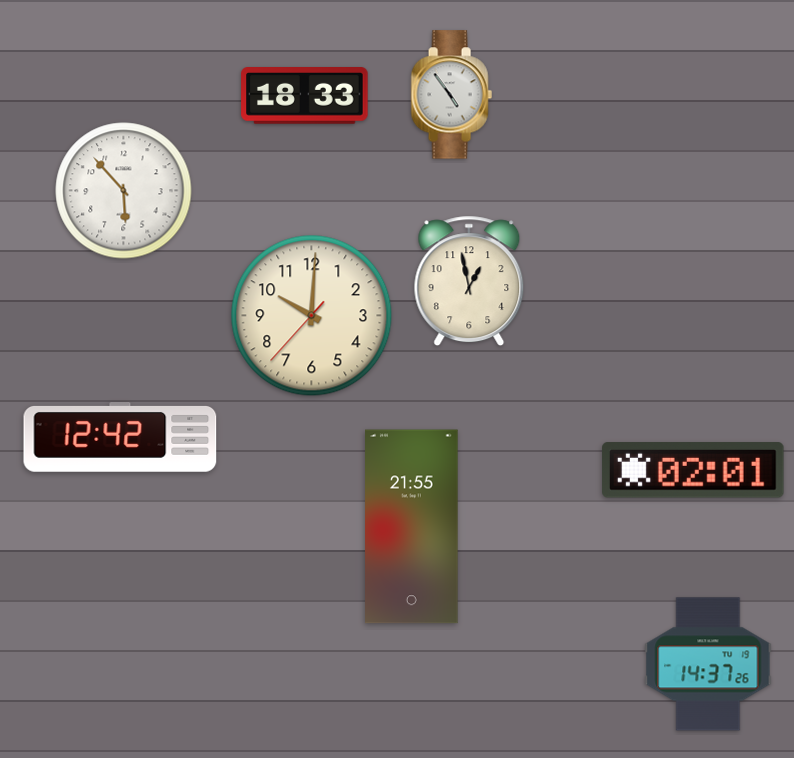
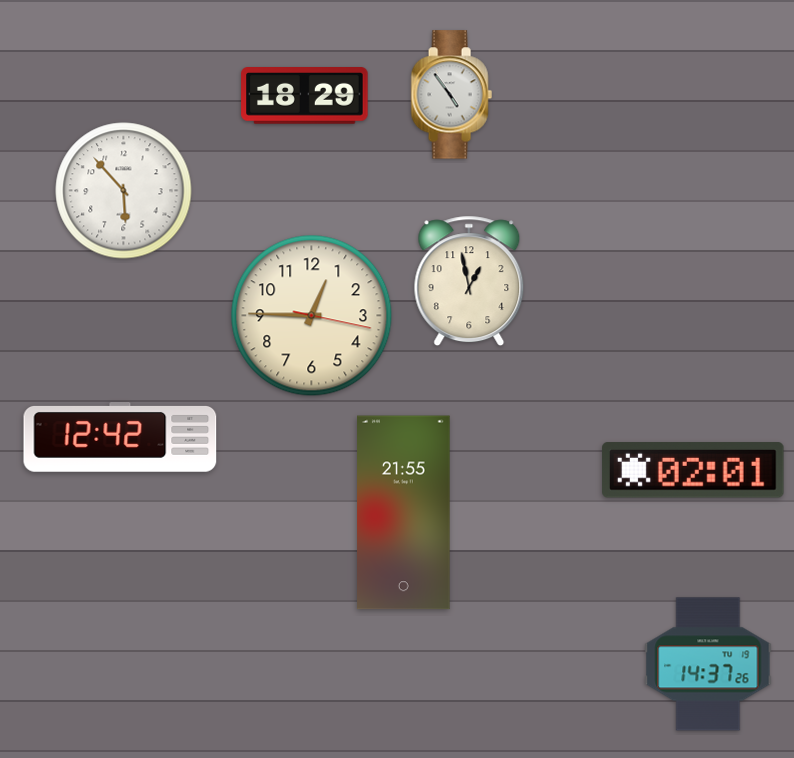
clock at (305, 96): 18:33 -> 18:29
clock at (312, 316): 10:00 -> 12:45
clock at (412, 527) position: (412, 527) -> (404, 513)
